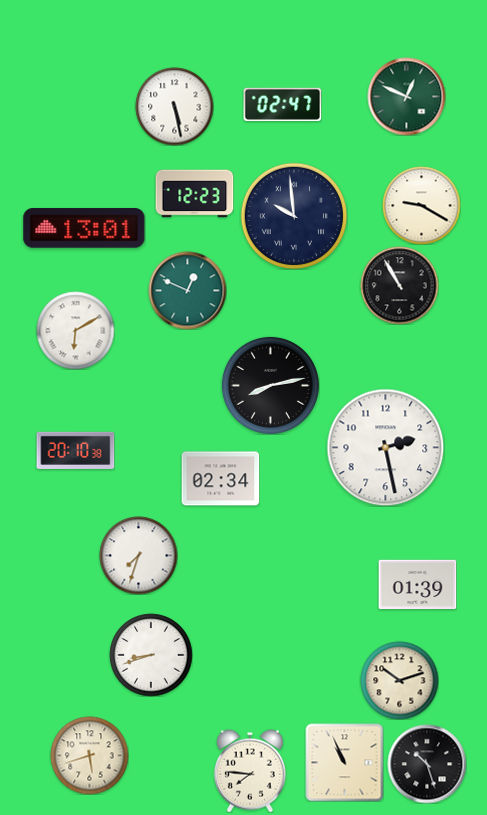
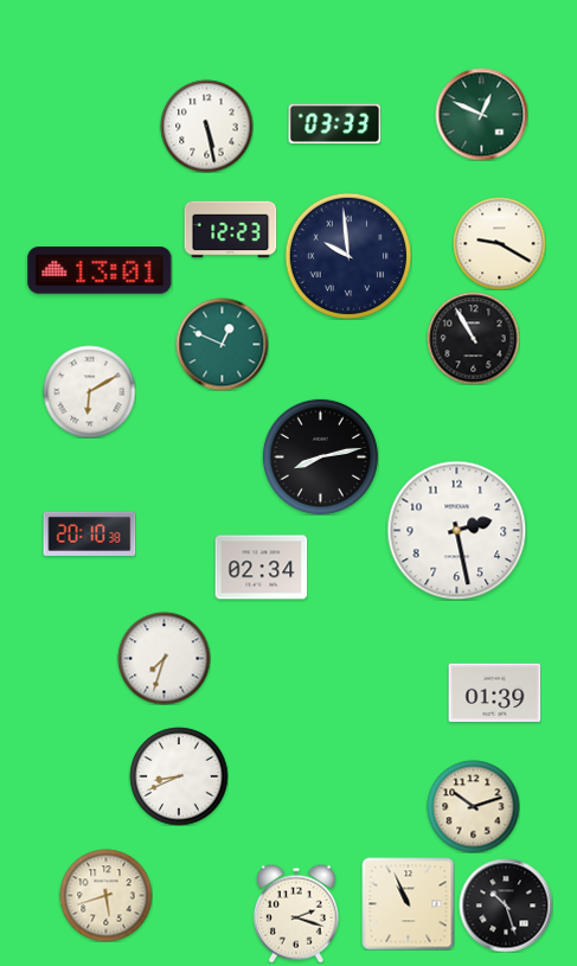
clock at (282, 104): 02:47 -> 03:33
clock at (151, 655): 8:42 -> 8:41
clock at (250, 771): 7:46 -> 2:18
